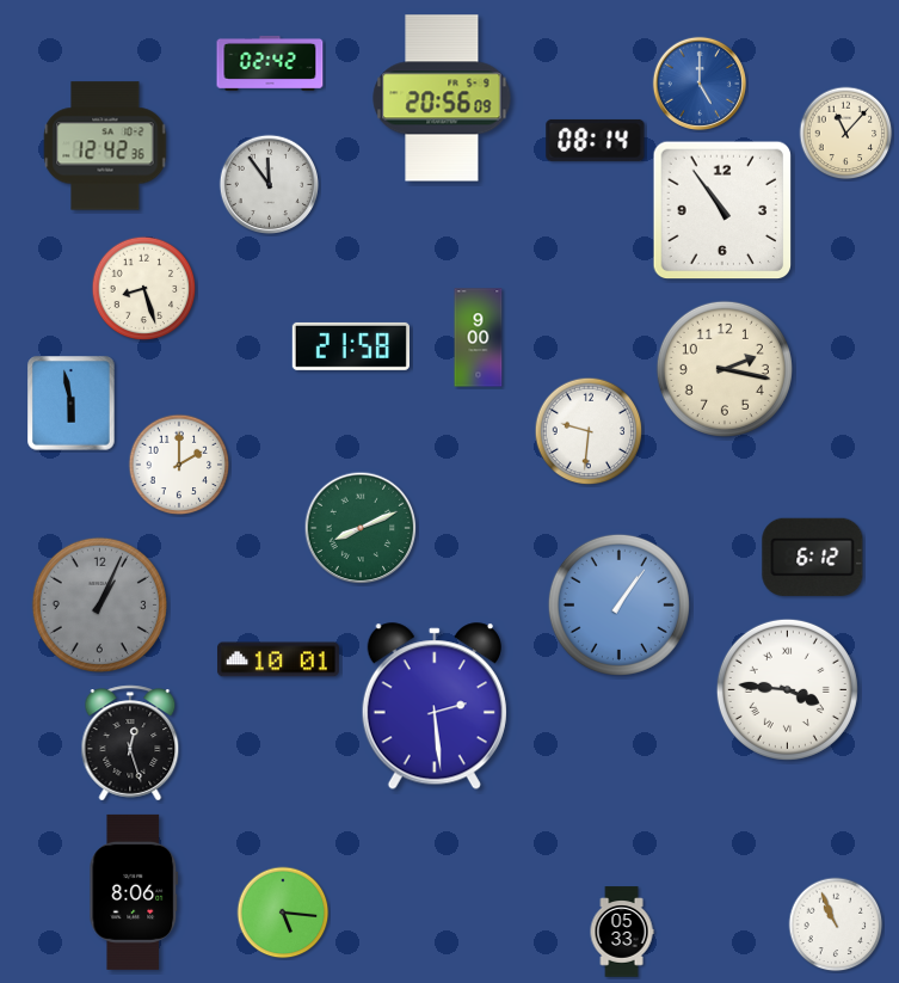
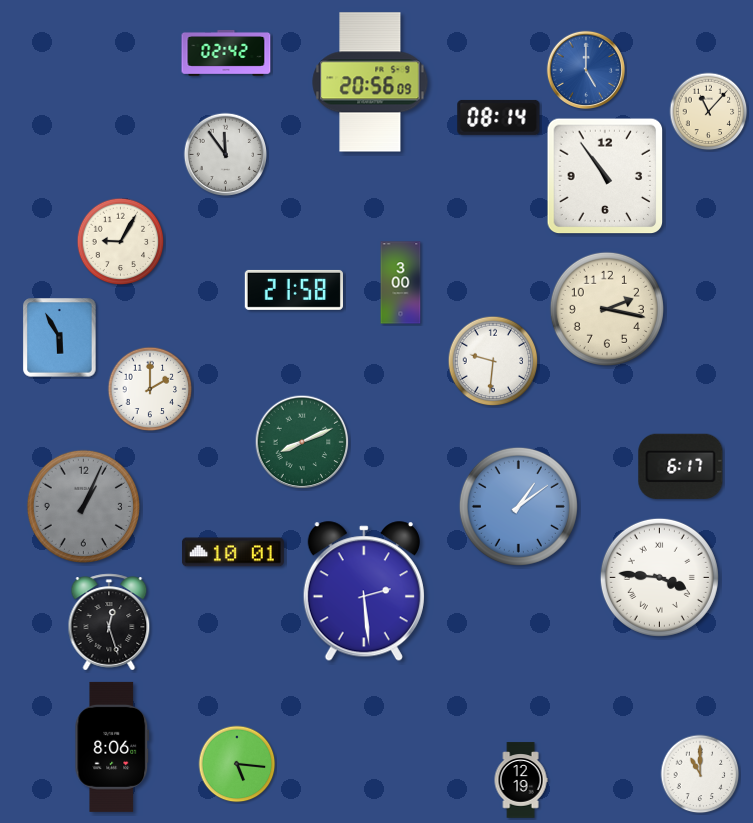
clock at (105, 146): 12:42 -> none
clock at (144, 289): 8:27 -> 9:05
clock at (479, 338): 9:00 -> 3:00
clock at (72, 404): 5:58 -> 5:55
clock at (813, 557): 6:12 -> 6:17
clock at (618, 604): 1:06 -> 1:09
clock at (836, 924): 10:56 -> 11:00
clock at (622, 932): 05:33 -> 12:19
